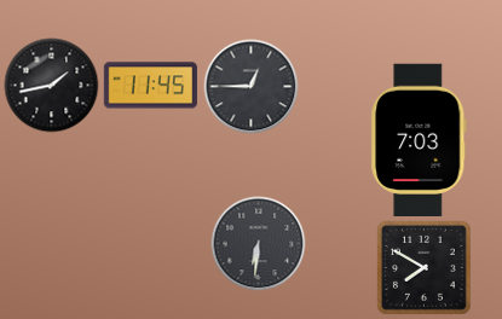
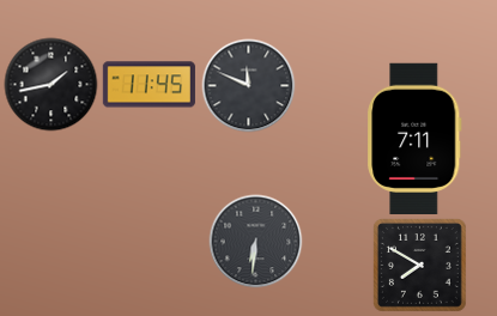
clock at (250, 86): 12:45 -> 11:49
clock at (419, 139): 7:03 -> 7:11
